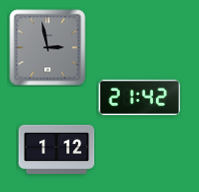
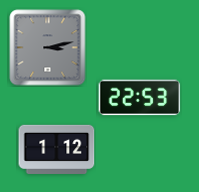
clock at (48, 48): 2:58 -> 3:13
clock at (140, 98): 21:42 -> 22:53
